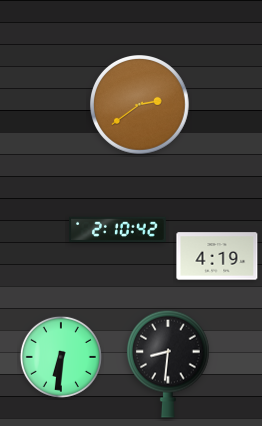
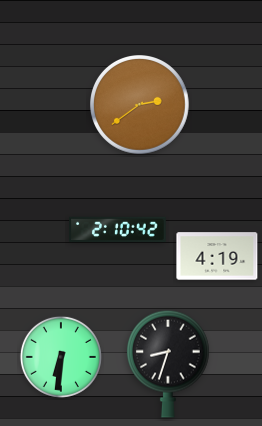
clock at (169, 364): 8:31 -> 8:33
